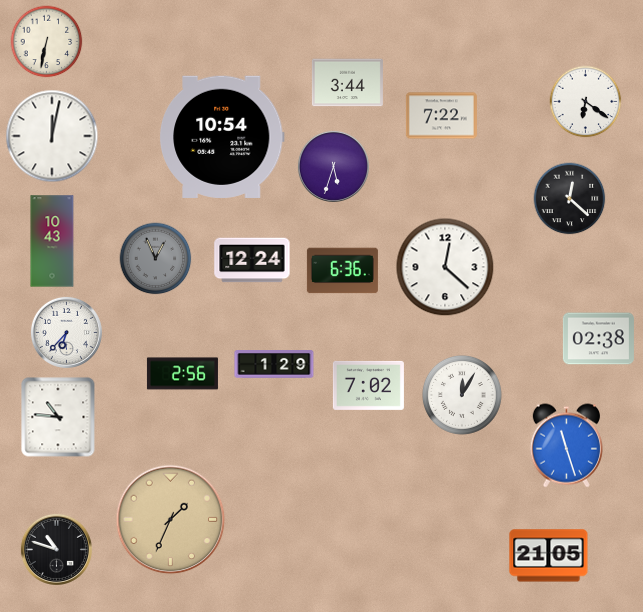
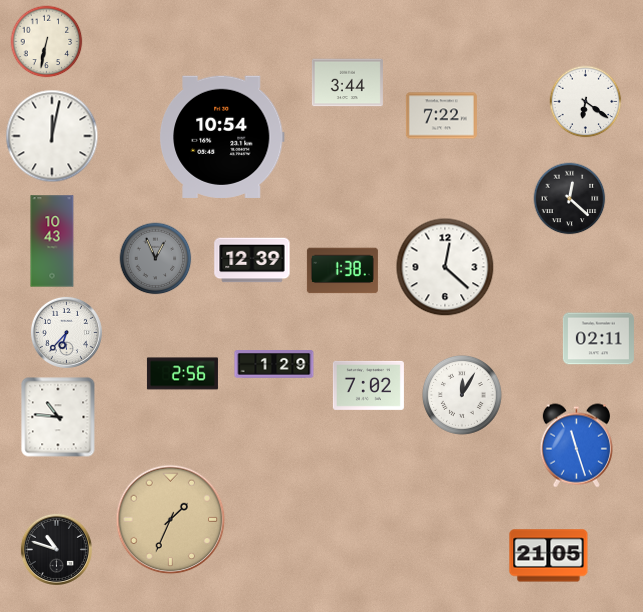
clock at (333, 166): 5:33 -> none
clock at (252, 260): 12:24 -> 12:39
clock at (342, 271): 6:36 -> 1:38
clock at (598, 339): 02:38 -> 02:11
clock at (566, 446) position: (566, 446) -> (576, 446)
